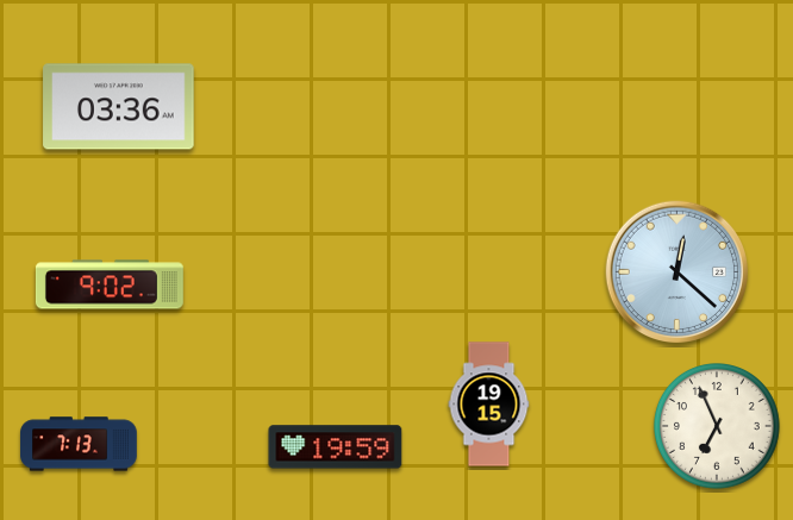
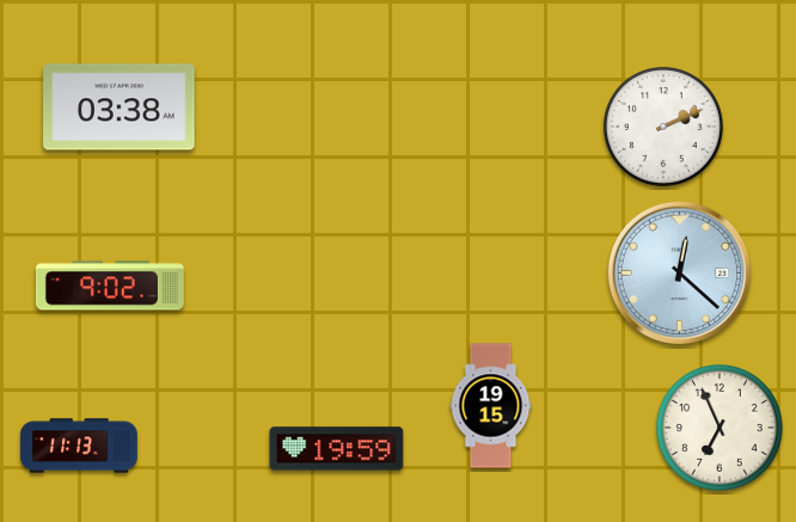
clock at (119, 107): 03:36 -> 03:38
clock at (663, 127): none -> 2:11
clock at (79, 444): 7:13 -> 11:13
